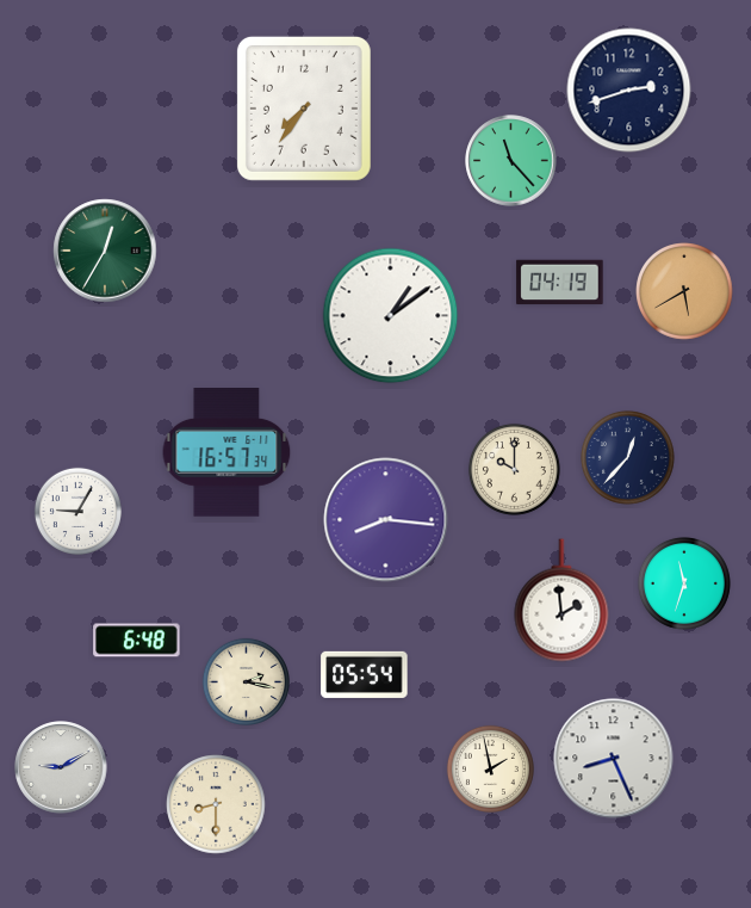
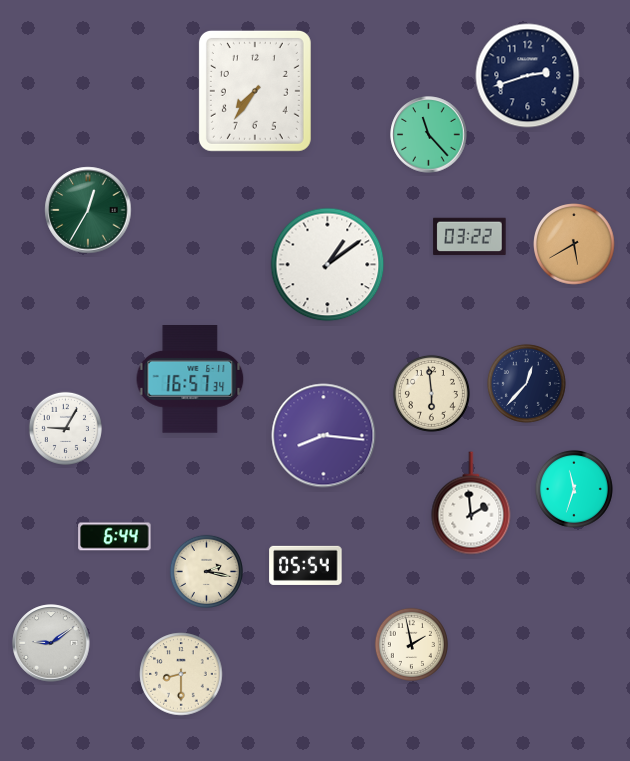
clock at (560, 283): 04:19 -> 03:22
clock at (514, 469): 10:00 -> 5:59
clock at (137, 641): 6:48 -> 6:44
clock at (614, 759): 8:26 -> none
clock at (61, 767): 9:10 -> 9:09
